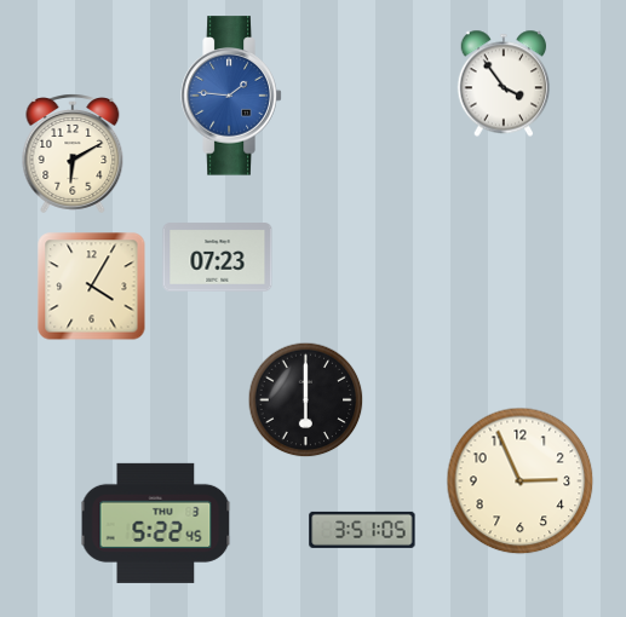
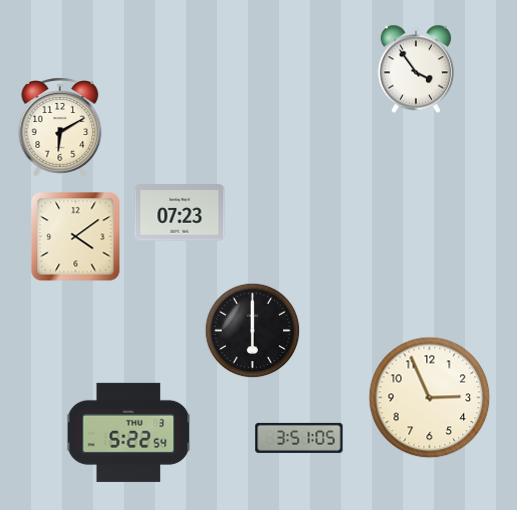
clock at (231, 96): 1:46 -> none
clock at (92, 287): 4:05 -> 4:09
clock at (156, 523): 5:22:45 -> 5:22:54
